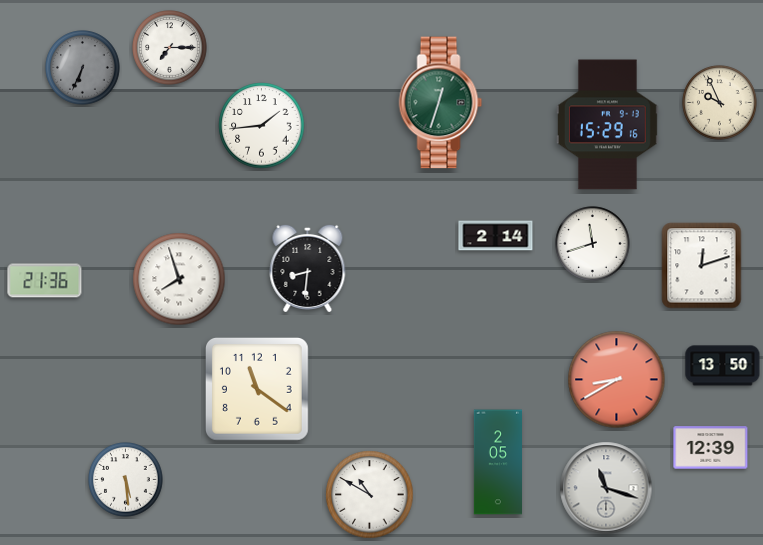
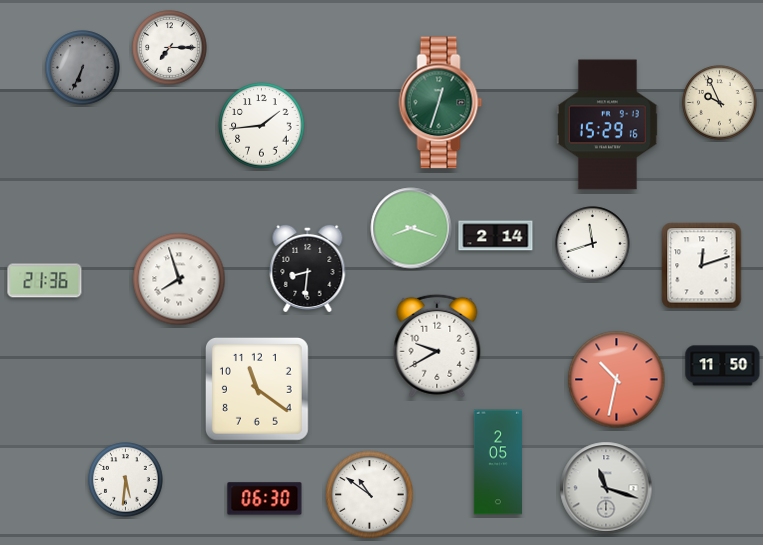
clock at (411, 228): none -> 8:18
clock at (437, 346): none -> 9:40
clock at (723, 366): 13:50 -> 11:50
clock at (617, 380): 8:40 -> 10:32
clock at (711, 448): 12:39 -> none
clock at (126, 480): 5:29 -> 5:31
clock at (370, 495): 10:50 -> 10:51
clock at (265, 499): none -> 06:30
